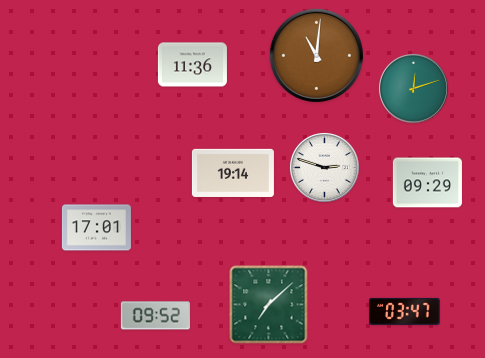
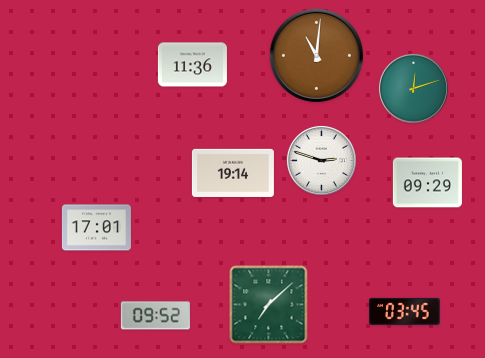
clock at (324, 167) position: (324, 167) -> (321, 160)
clock at (405, 311): 03:47 -> 03:45
